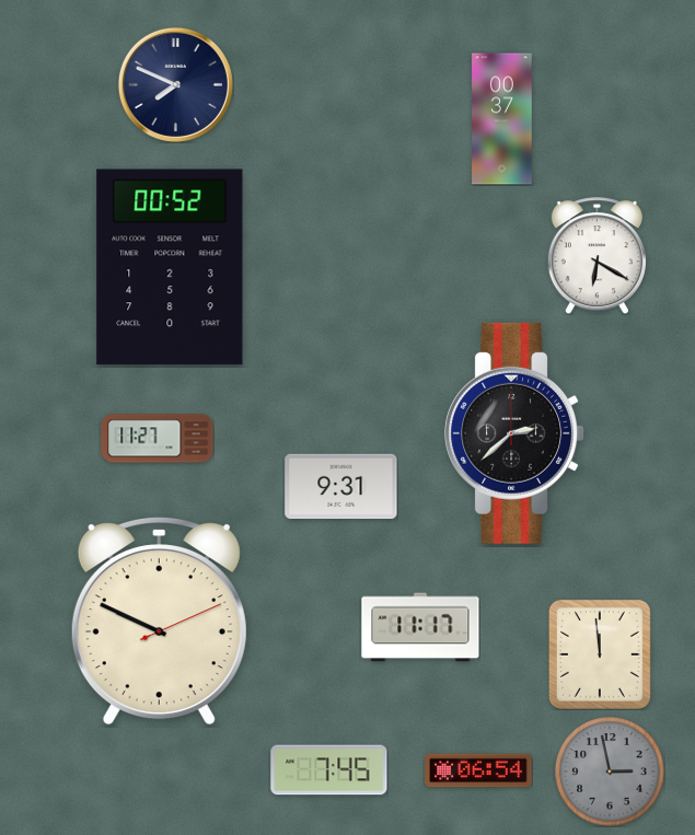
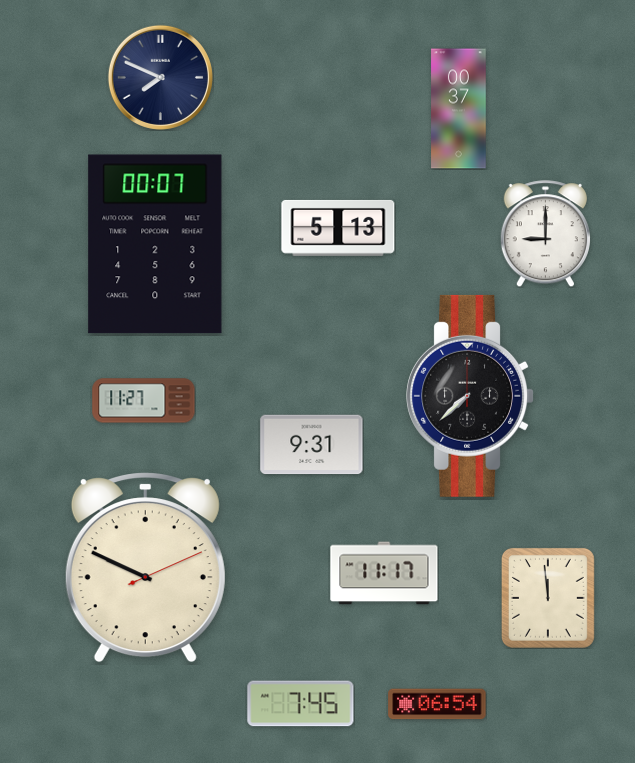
clock at (338, 228): none -> 5:13
clock at (596, 256): 6:20 -> 9:00
clock at (170, 267): 00:52 -> 00:07
clock at (514, 433): 2:38 -> 7:38
clock at (610, 772): 2:58 -> none
